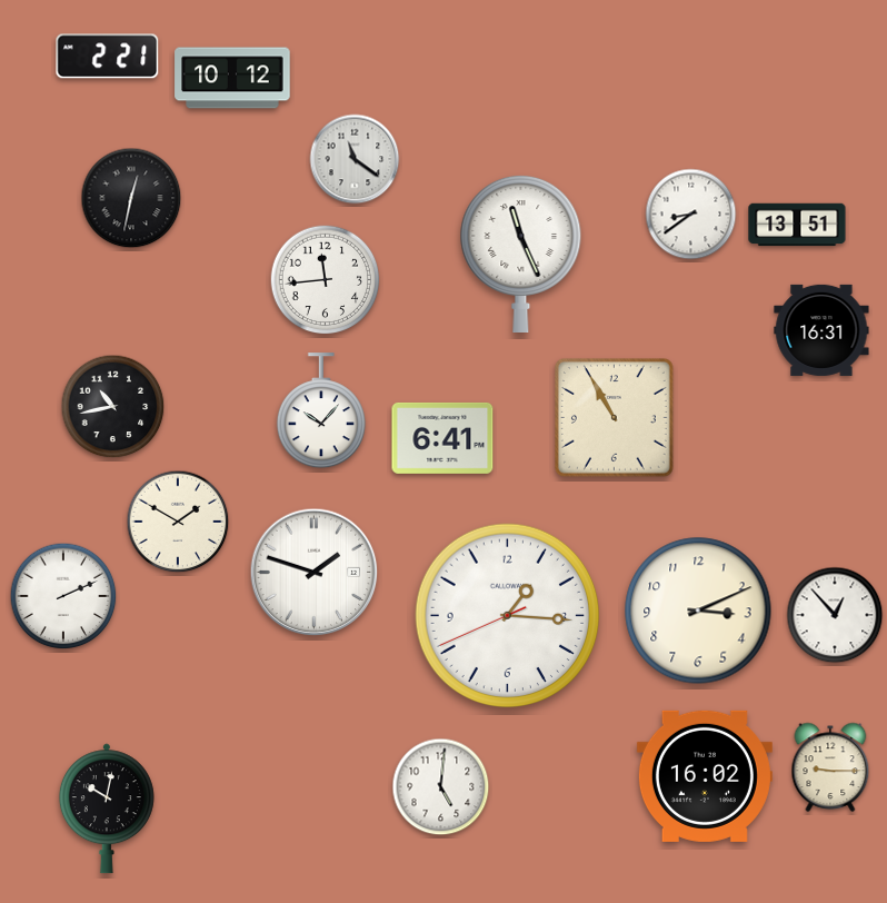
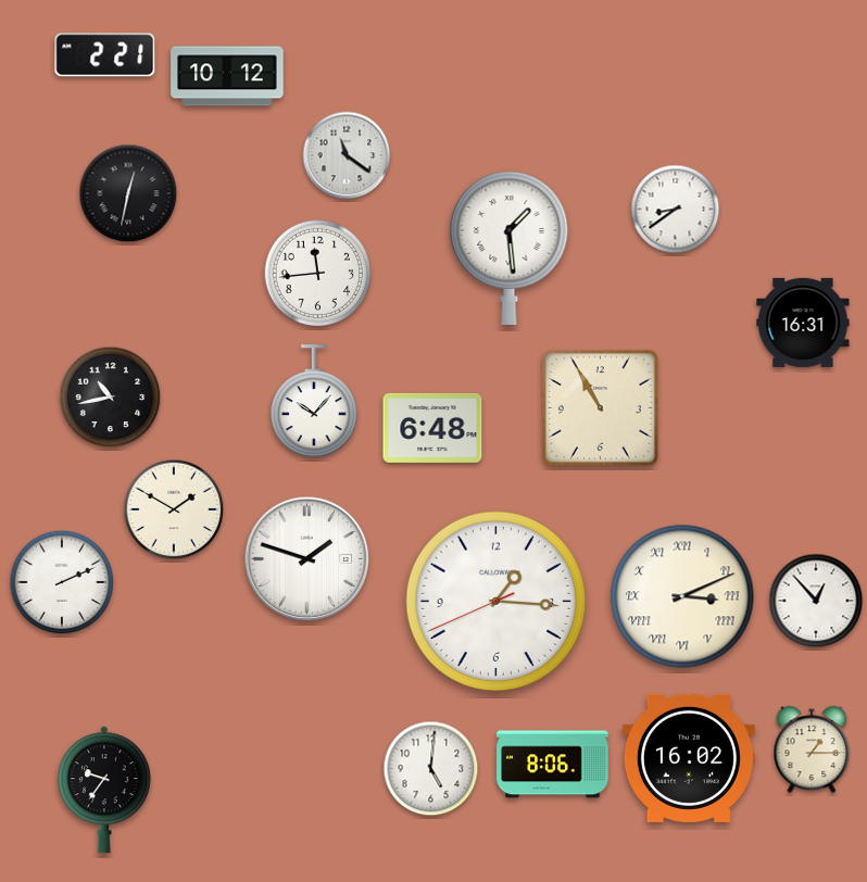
clock at (797, 225): 13:51 -> none
clock at (521, 252): 11:26 -> 1:29
clock at (442, 438): 6:41 -> 6:48
clock at (698, 611) numerals: Arabic -> Roman
clock at (830, 767): 9:15 -> 1:15
clock at (553, 765): none -> 8:06
clock at (107, 808): 10:02 -> 9:36
